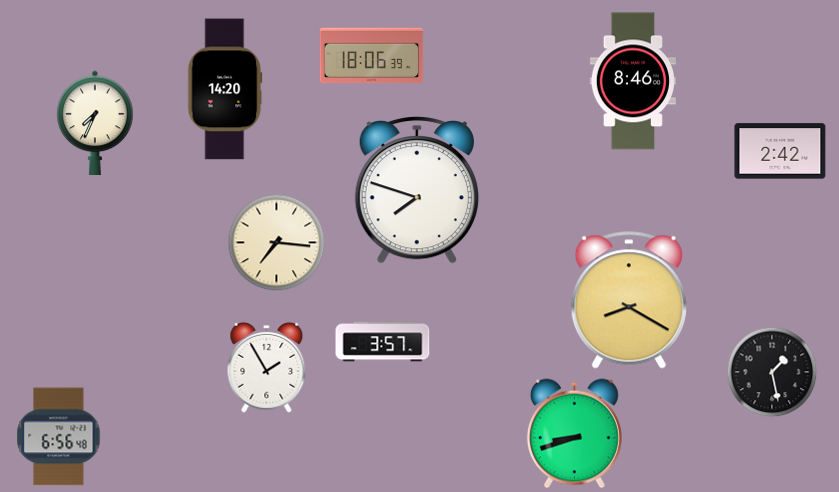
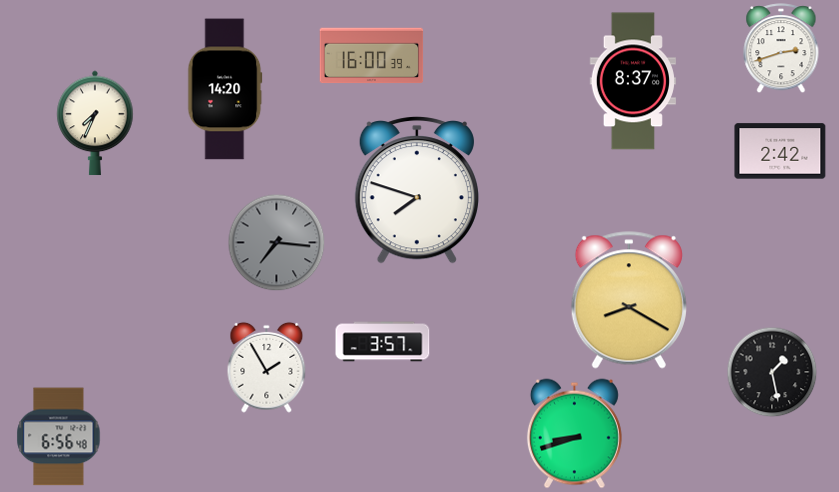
clock at (781, 48): none -> 2:42
clock at (372, 56): 18:06 -> 16:00
clock at (632, 81): 8:46 -> 8:37
clock at (276, 242) dial: cream -> grey
